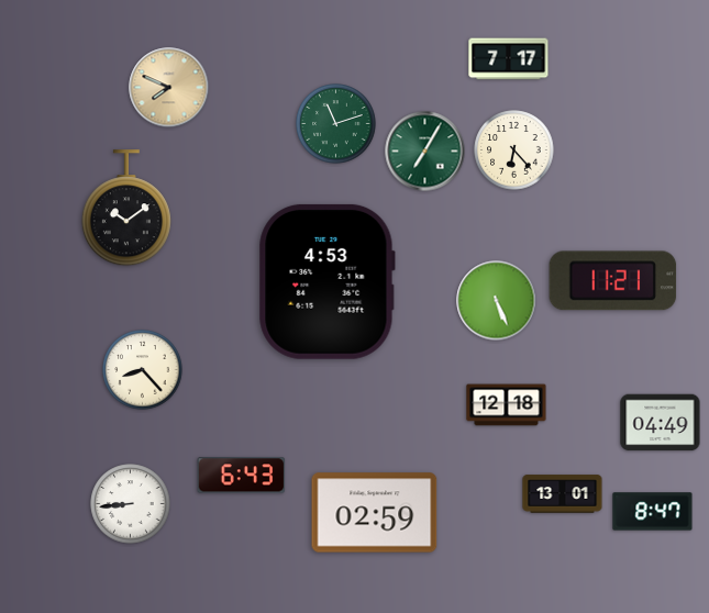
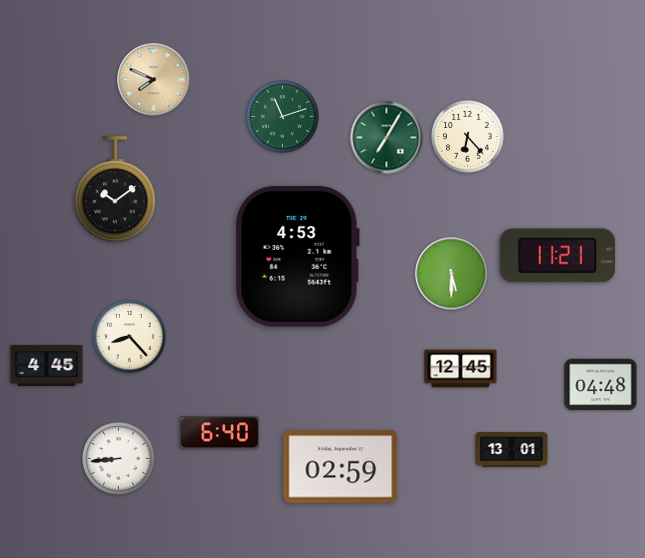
clock at (509, 59): 7:17 -> none
clock at (336, 124) position: (336, 124) -> (283, 117)
clock at (497, 301): 5:26 -> 5:30
clock at (47, 365): none -> 4:45
clock at (507, 405): 12:18 -> 12:45
clock at (661, 423): 04:49 -> 04:48
clock at (242, 476): 6:43 -> 6:40
clock at (653, 512): 8:47 -> none
